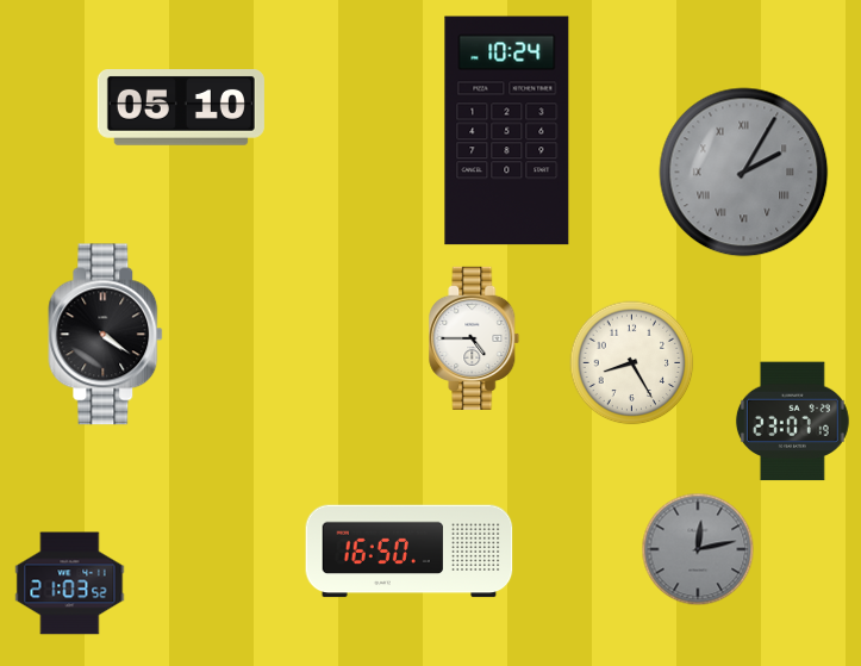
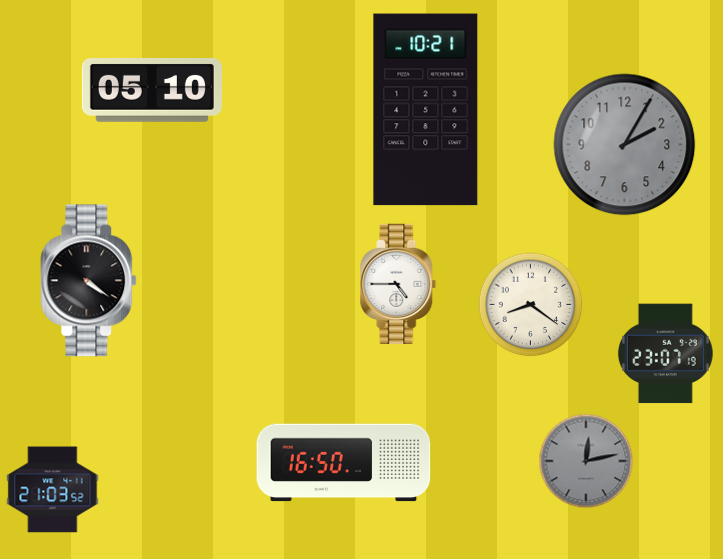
clock at (507, 131): 10:24 -> 10:21
clock at (744, 173) numerals: Roman -> Arabic
clock at (632, 363): 8:25 -> 8:21
clock at (70, 584) position: (70, 584) -> (53, 490)
